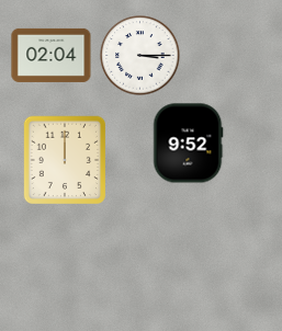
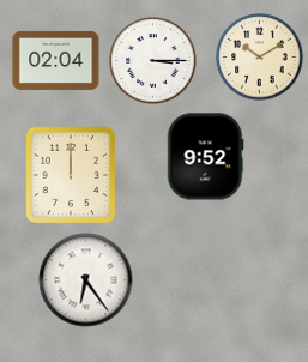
clock at (260, 58): none -> 10:10
clock at (86, 280): none -> 6:24
